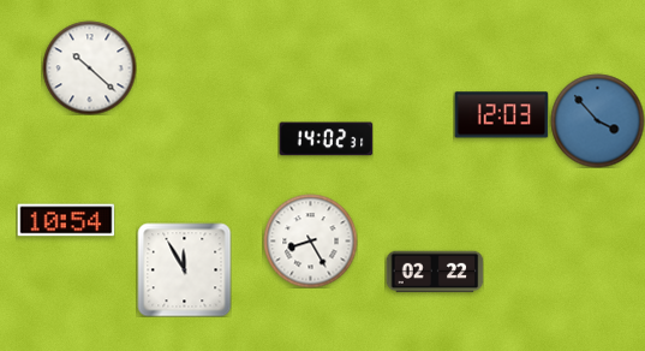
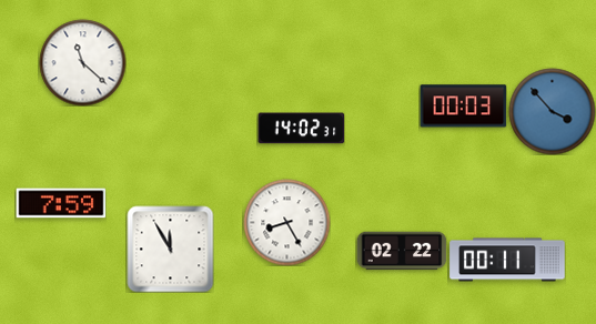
clock at (89, 67): 10:22 -> 11:22
clock at (501, 115): 12:03 -> 00:03
clock at (66, 220): 10:54 -> 7:59
clock at (507, 260): none -> 00:11
